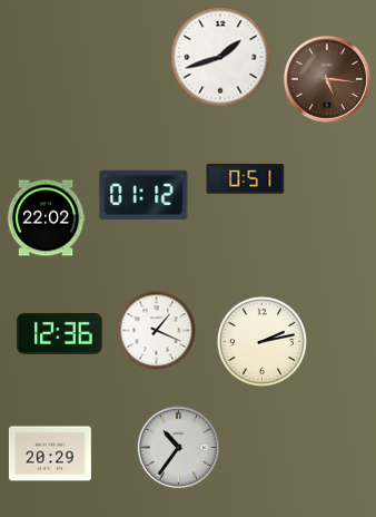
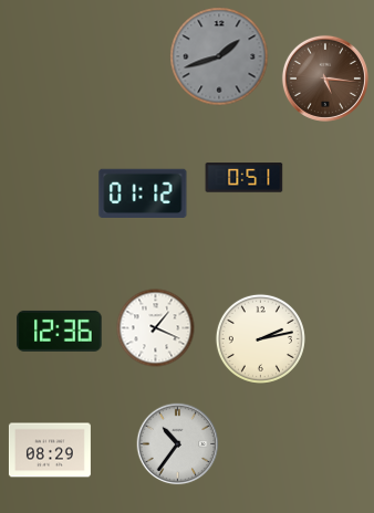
clock at (220, 57) dial: white -> grey
clock at (46, 218): 22:02 -> none
clock at (50, 453): 20:29 -> 08:29
